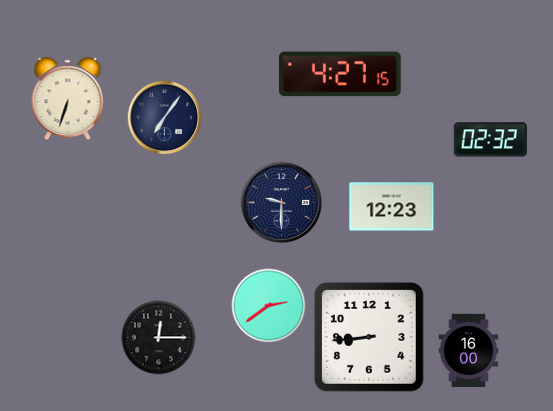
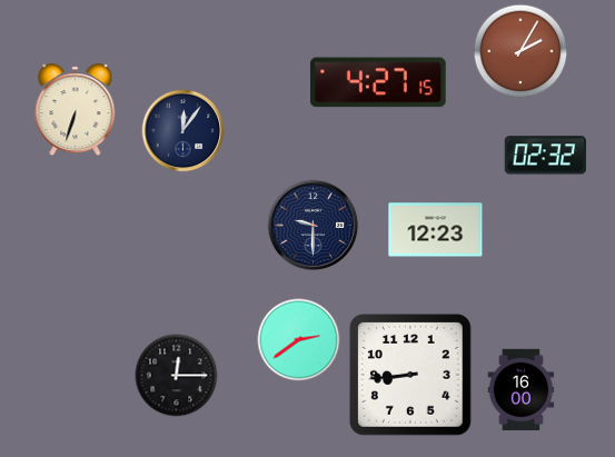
clock at (520, 51): none -> 2:05
clock at (165, 118): 7:06 -> 12:06
